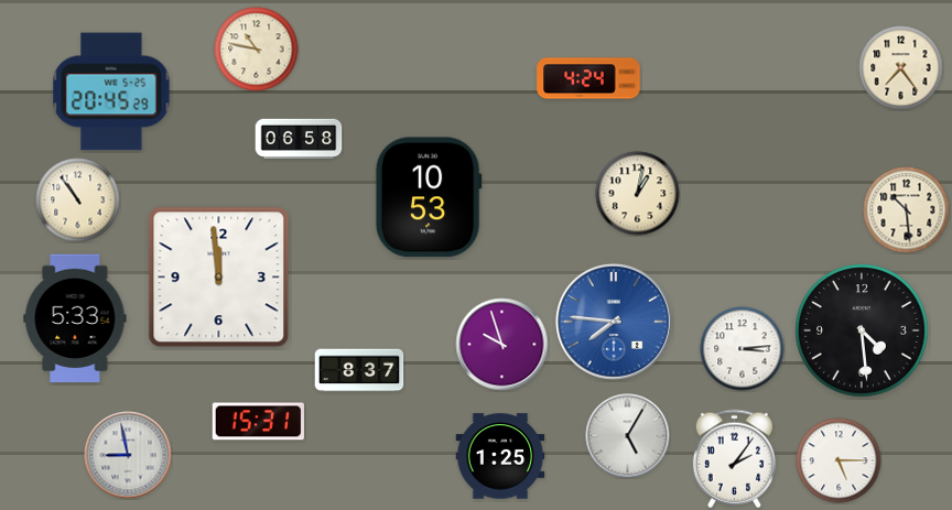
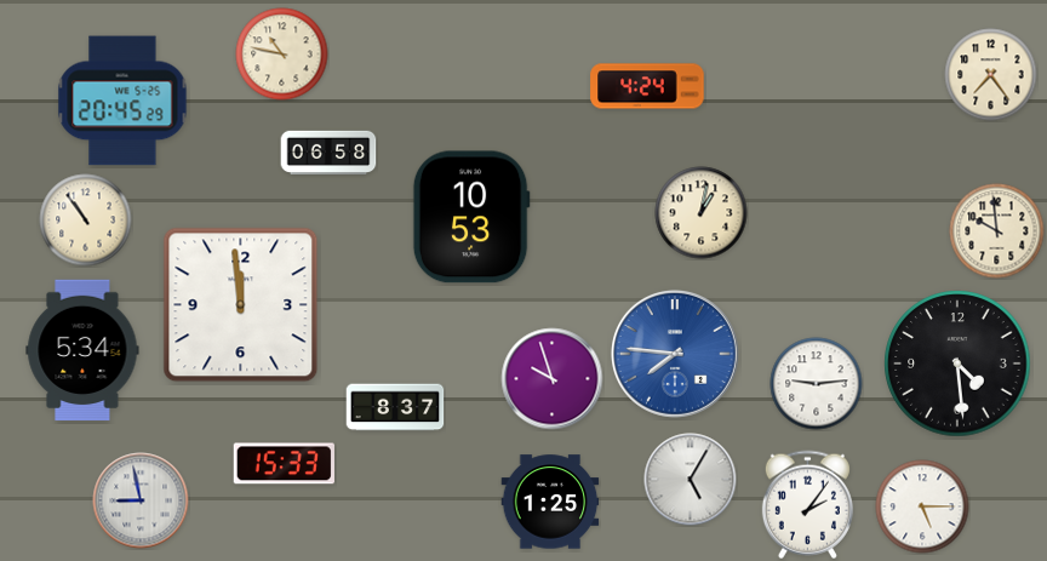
clock at (907, 210): 10:29 -> 9:59
clock at (75, 318): 5:33 -> 5:34
clock at (862, 330) position: (862, 330) -> (957, 363)
clock at (743, 349): 3:14 -> 9:14
clock at (258, 422): 15:31 -> 15:33
